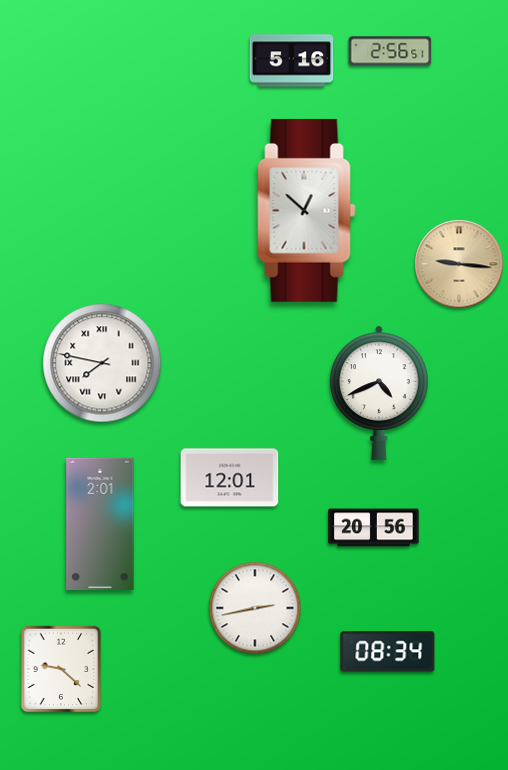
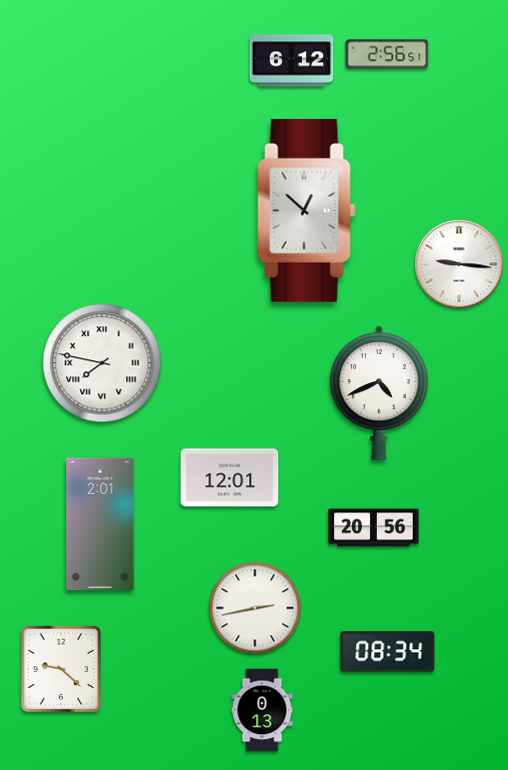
clock at (390, 51) position: (390, 51) -> (387, 54)
clock at (292, 61): 5:16 -> 6:12
clock at (459, 264) dial: champagne -> white
clock at (262, 710): none -> 0:13
